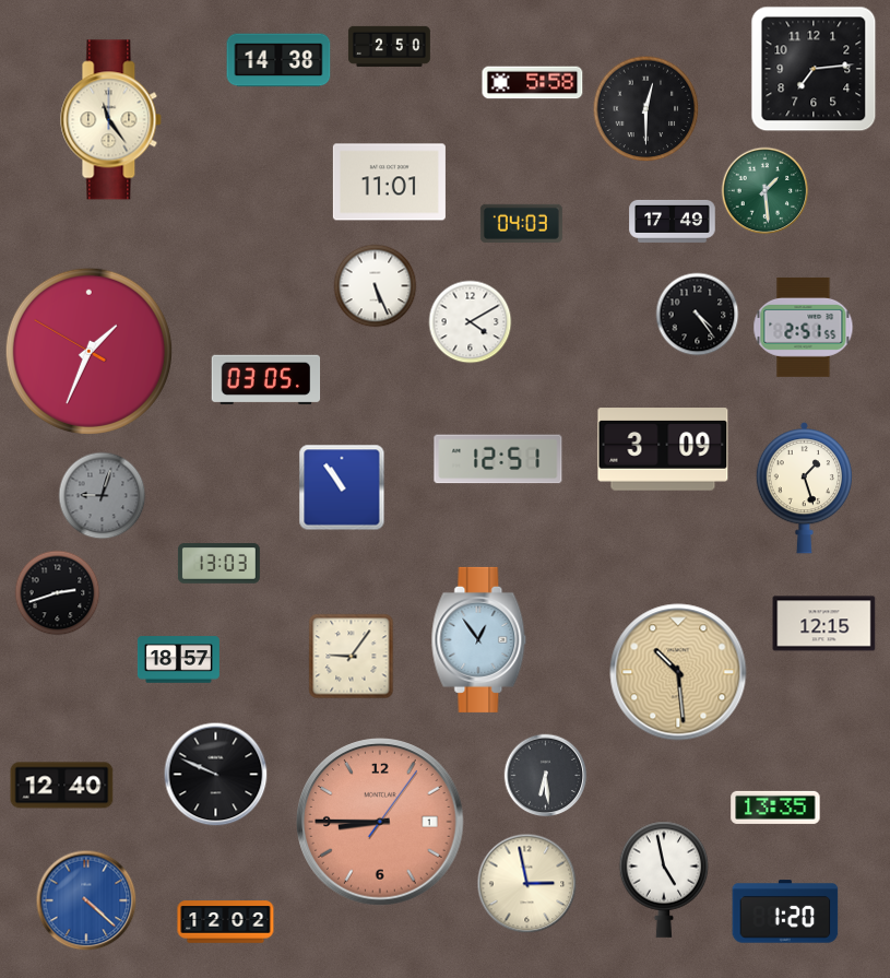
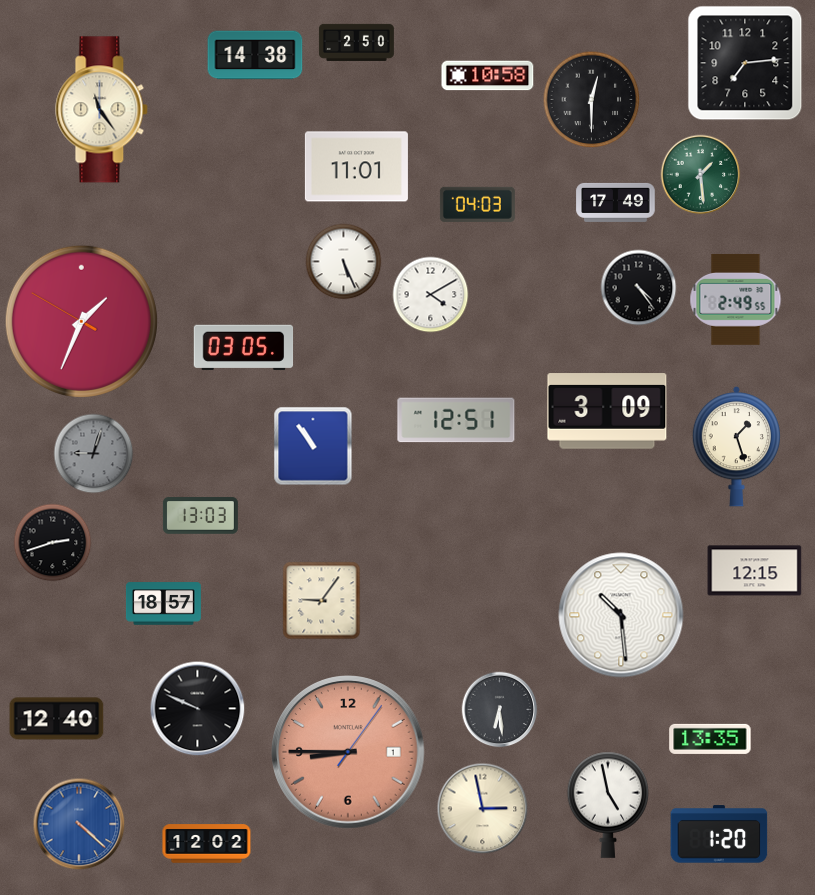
clock at (533, 83): 5:58 -> 10:58
clock at (804, 327): 2:51 -> 2:49
clock at (479, 639): 12:54 -> none
clock at (678, 672) dial: champagne -> white
